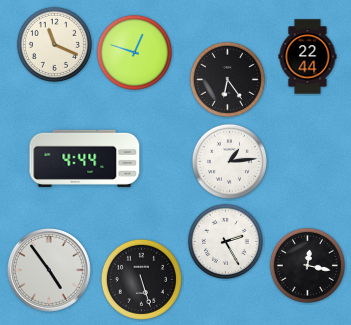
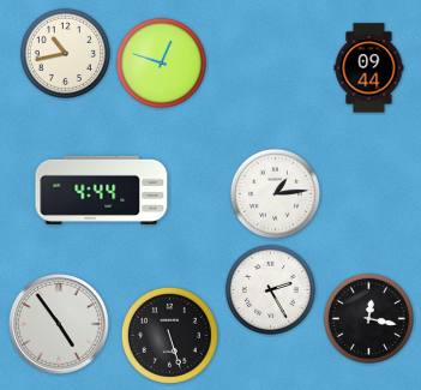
clock at (54, 44): 11:19 -> 10:43
clock at (308, 57): 22:44 -> 09:44
clock at (227, 79): 6:24 -> none
